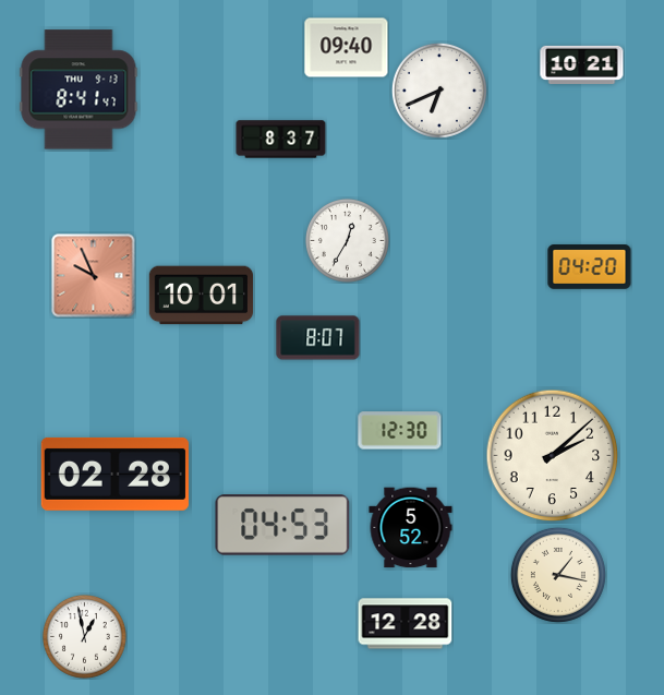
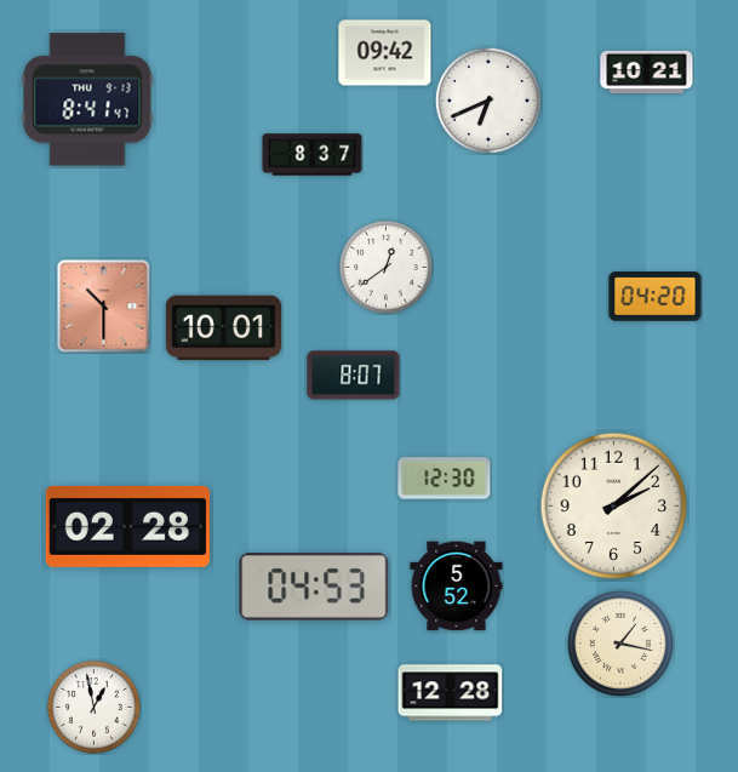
clock at (347, 48): 09:40 -> 09:42
clock at (347, 240): 12:35 -> 12:39
clock at (94, 276): 9:56 -> 10:30
clock at (282, 525) position: (282, 525) -> (314, 587)
clock at (558, 575) position: (558, 575) -> (620, 644)
